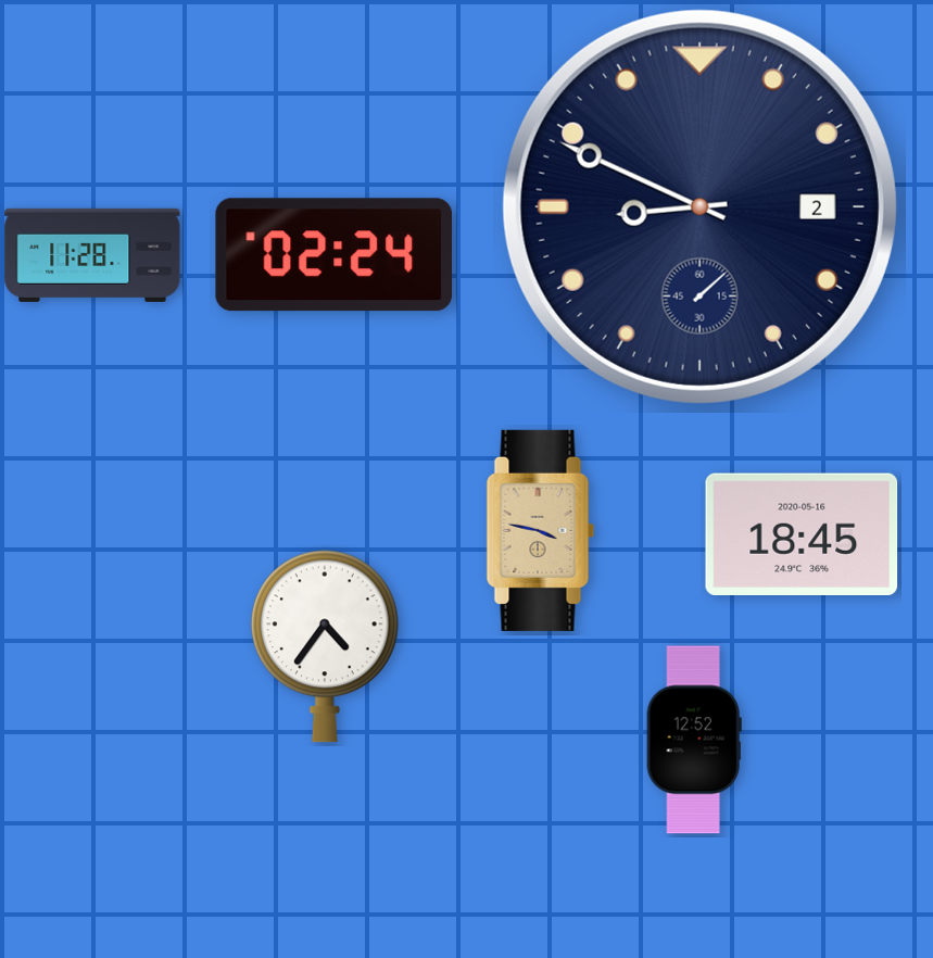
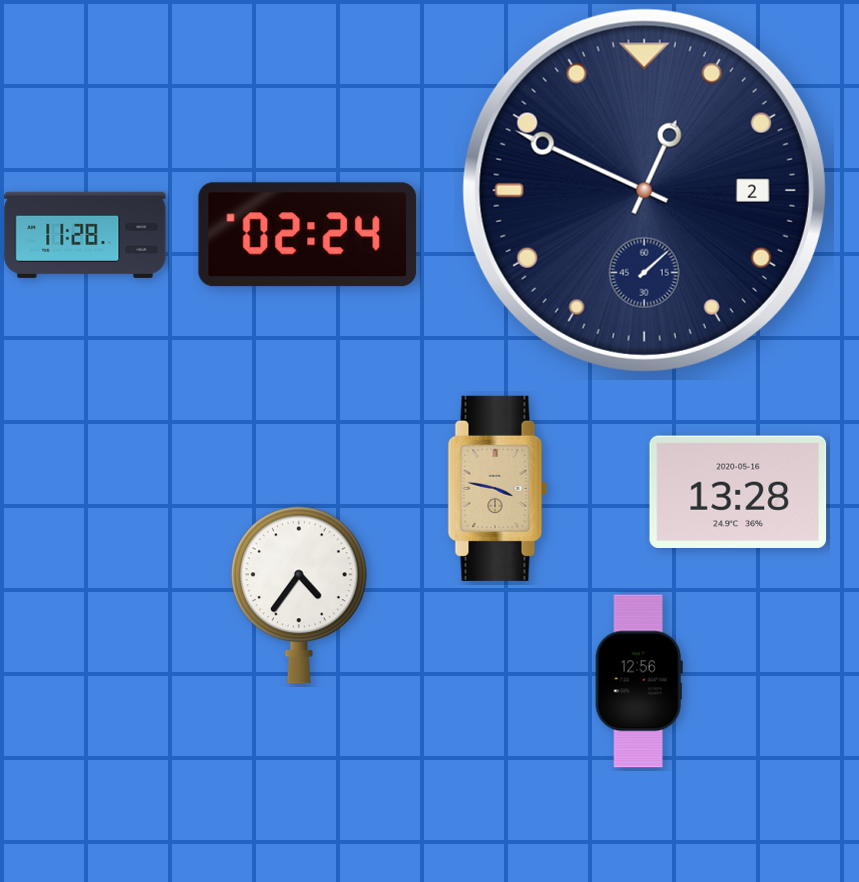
clock at (699, 206): 8:49 -> 12:49
clock at (802, 534): 18:45 -> 13:28
clock at (694, 740): 12:52 -> 12:56
